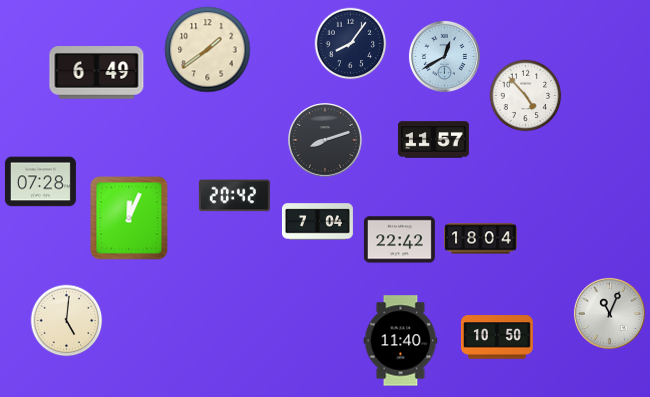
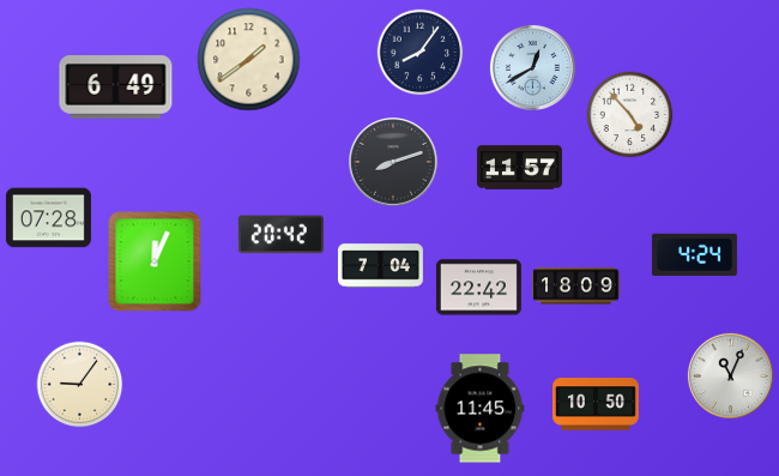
clock at (326, 141) position: (326, 141) -> (394, 163)
clock at (694, 255): none -> 4:24
clock at (481, 239): 18:04 -> 18:09
clock at (67, 321): 5:01 -> 9:06
clock at (401, 341): 11:40 -> 11:45
